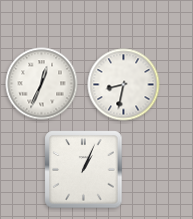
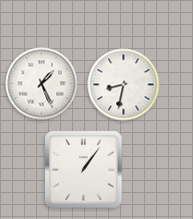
clock at (42, 84): 12:34 -> 1:26
clock at (84, 170): 1:04 -> 1:06
